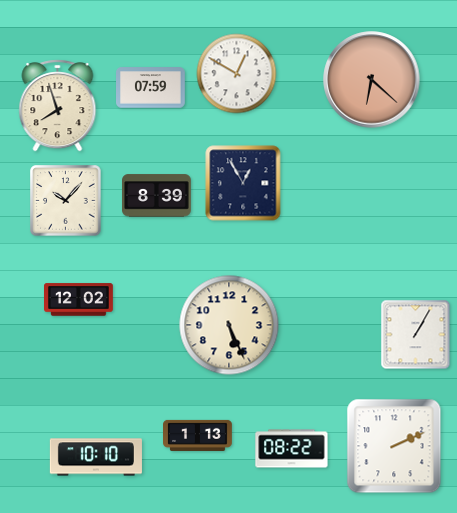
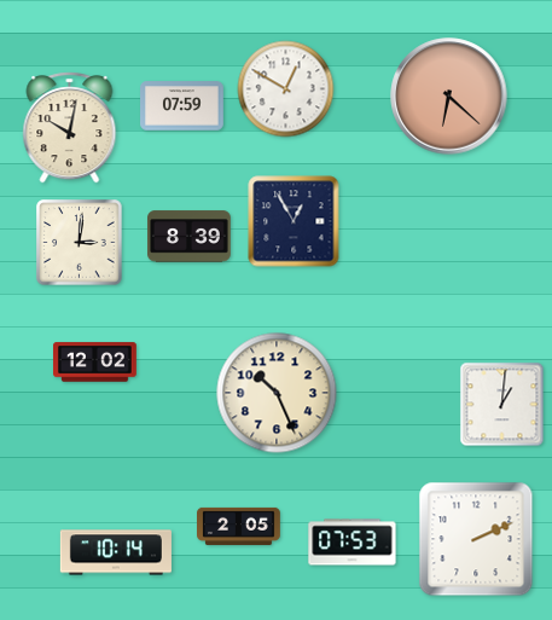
clock at (58, 106): 7:57 -> 10:02
clock at (66, 201): 10:07 -> 3:01
clock at (229, 325): 5:26 -> 10:26
clock at (416, 335): 1:05 -> 1:01
clock at (198, 435): 1:13 -> 2:05
clock at (292, 449): 08:22 -> 07:53
clock at (96, 457): 10:10 -> 10:14
